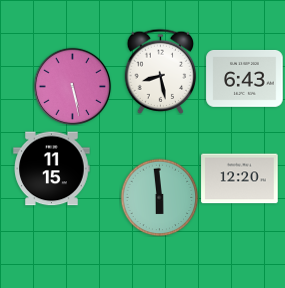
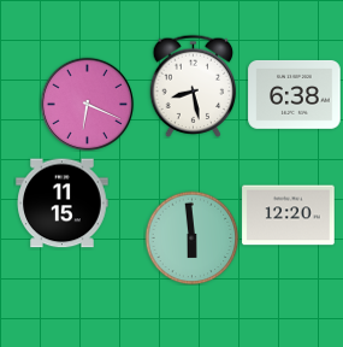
clock at (245, 79): 6:43 -> 6:38
clock at (72, 86): 5:28 -> 6:19
